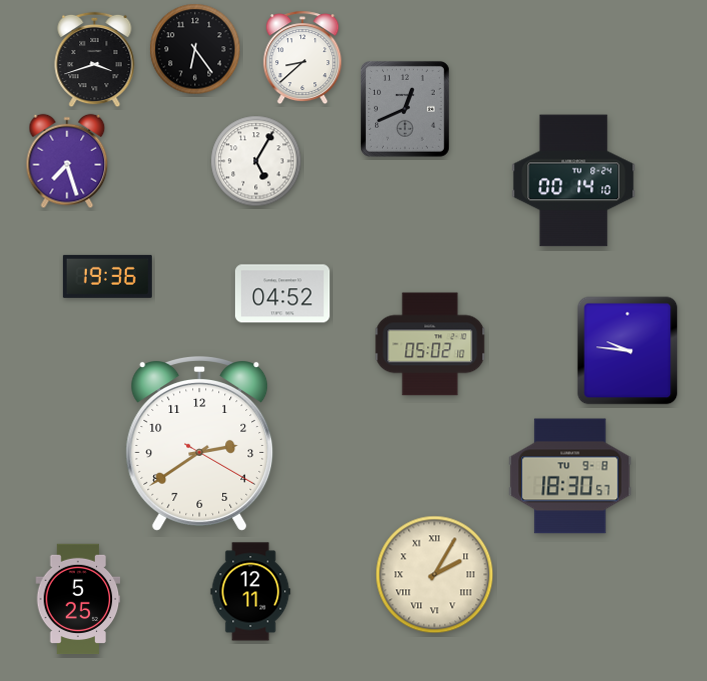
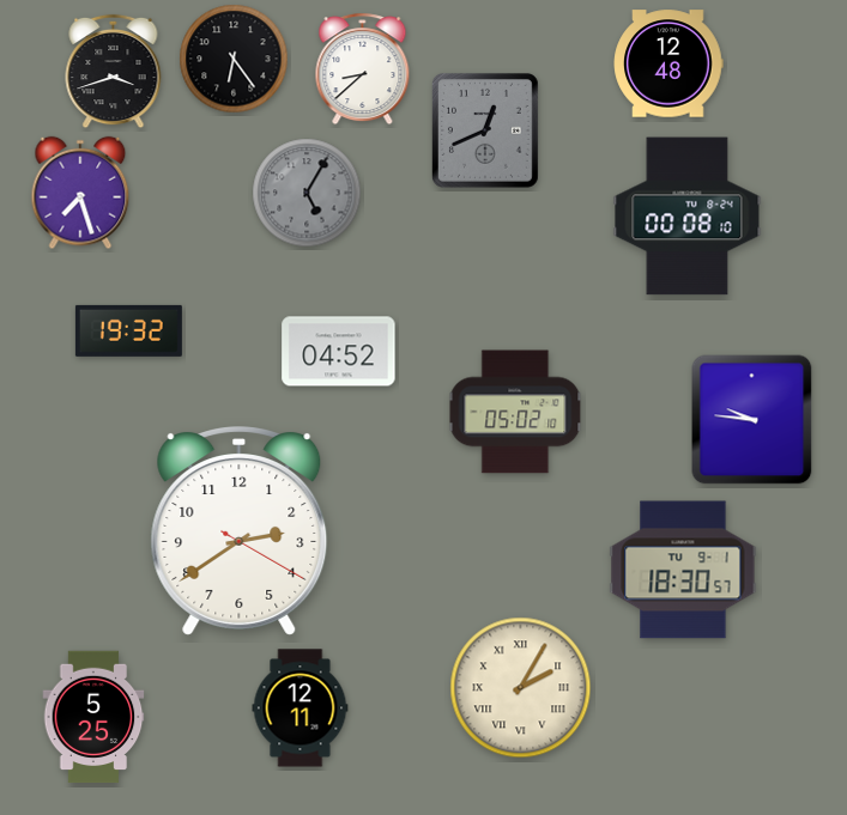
clock at (668, 63): none -> 12:48
clock at (256, 161) dial: white -> grey
clock at (574, 181): 00:14 -> 00:08
clock at (107, 276): 19:36 -> 19:32
clock at (570, 476) date: TU 9-8 -> TU 9-1
